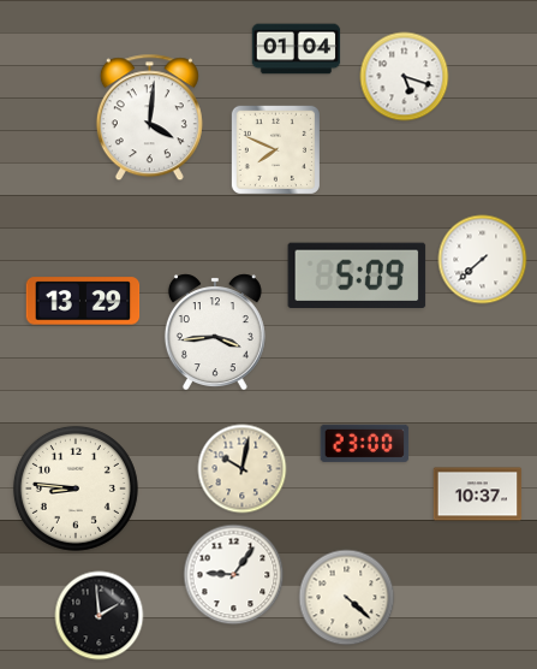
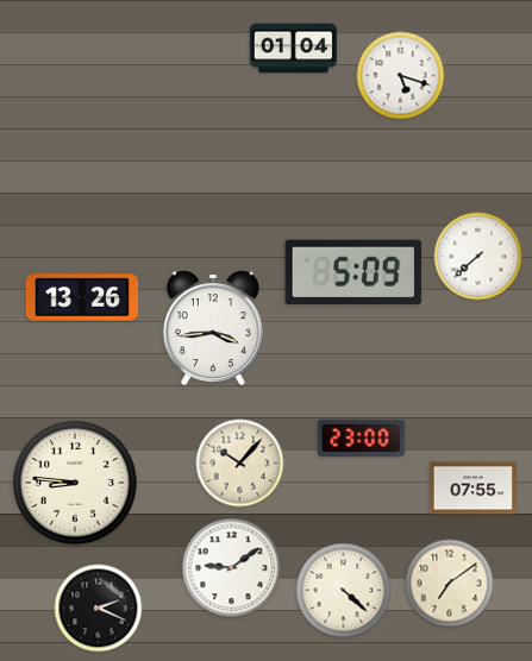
clock at (149, 118): 4:01 -> none
clock at (275, 149): 7:49 -> none
clock at (83, 301): 13:29 -> 13:26
clock at (243, 469): 10:02 -> 10:07
clock at (478, 495): 10:37 -> 07:55
clock at (234, 575): 9:06 -> 9:09
clock at (450, 584): none -> 7:09
clock at (100, 616): 1:59 -> 2:19
